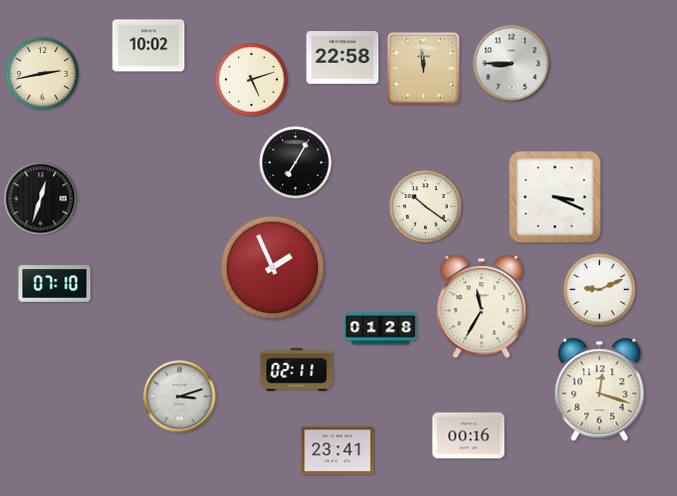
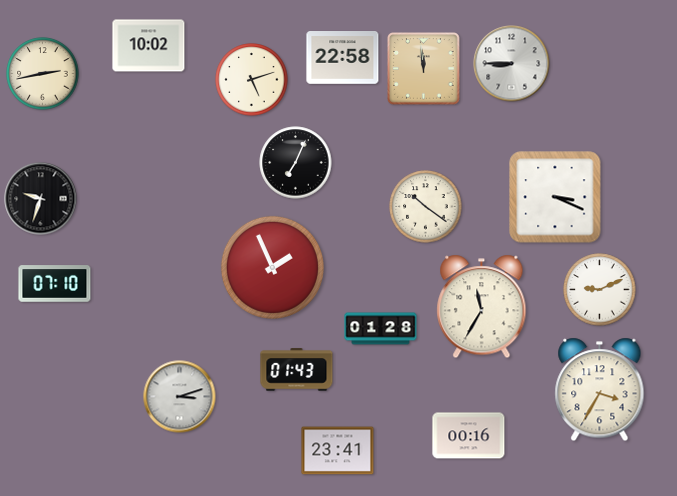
clock at (296, 163): 7:05 -> 7:04
clock at (41, 199): 12:33 -> 9:33
clock at (297, 370): 02:11 -> 01:43
clock at (600, 390): 12:18 -> 3:35
